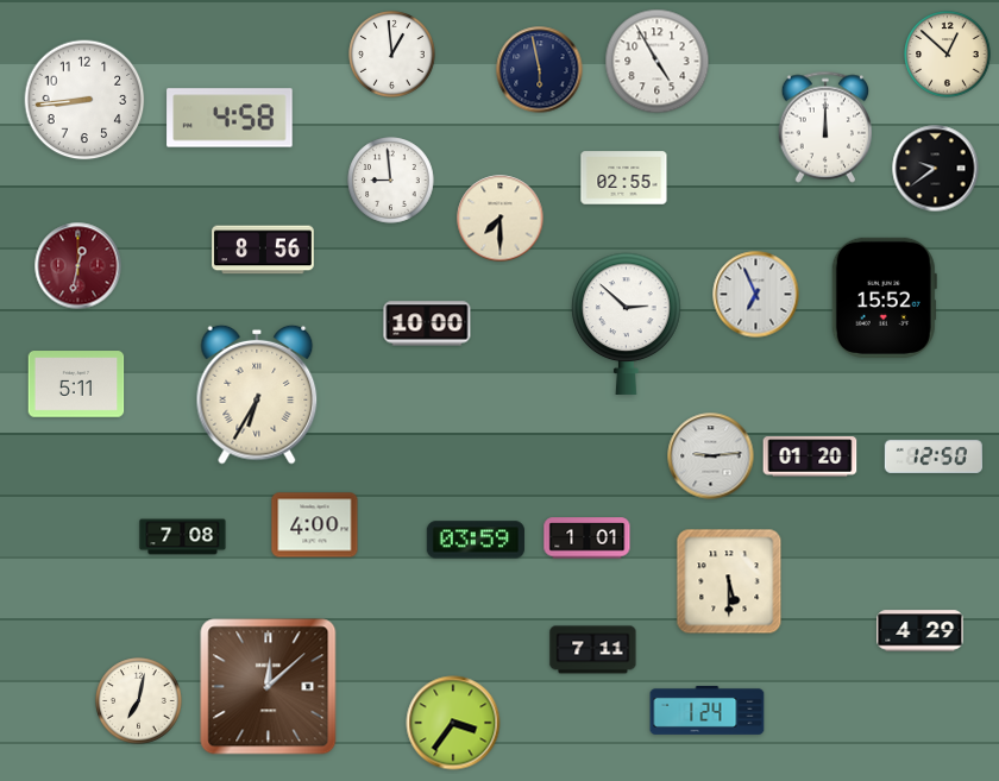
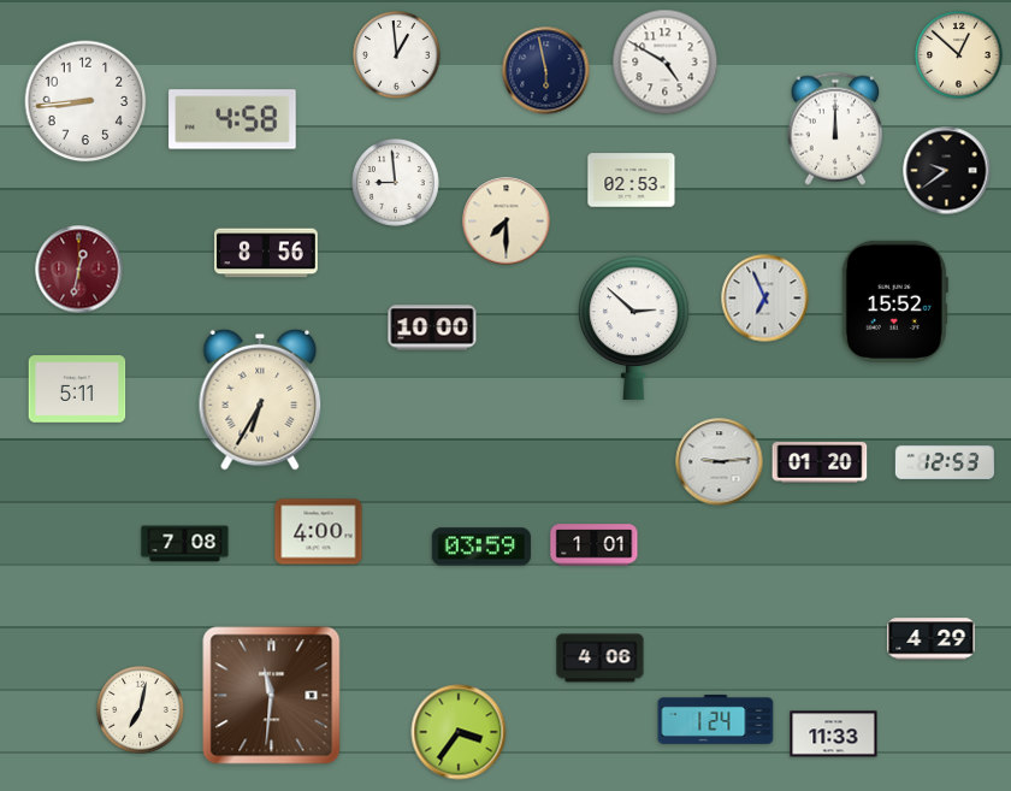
clock at (658, 62): 4:55 -> 4:50
clock at (624, 178): 02:55 -> 02:53
clock at (934, 456): 12:50 -> 12:53
clock at (729, 581): 5:30 -> none
clock at (593, 650): 7:11 -> 4:06
clock at (269, 687): 12:08 -> 11:31
clock at (834, 734): none -> 11:33
